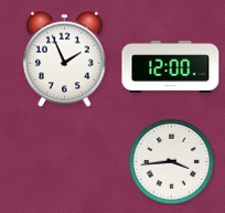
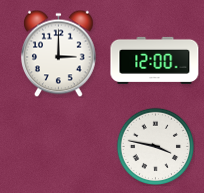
clock at (65, 58): 1:56 -> 3:00
clock at (171, 161): 3:44 -> 3:47
